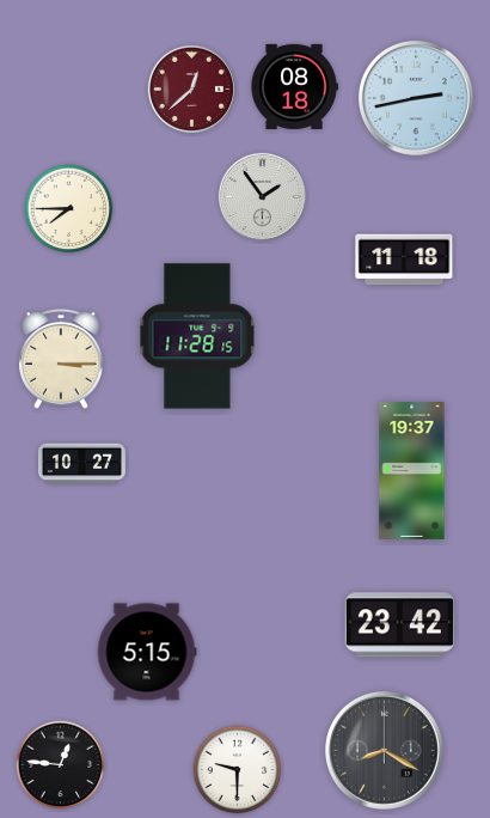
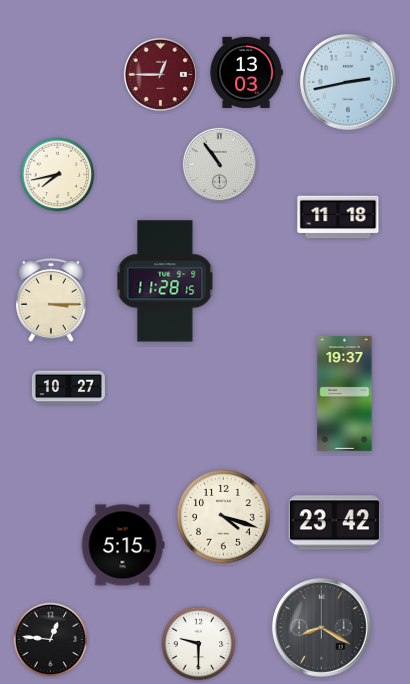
clock at (294, 86): 08:18 -> 13:03
clock at (191, 88): 12:38 -> 12:45
clock at (262, 196): 1:54 -> 10:54
clock at (69, 209): 7:45 -> 7:43
clock at (224, 517): none -> 4:18
